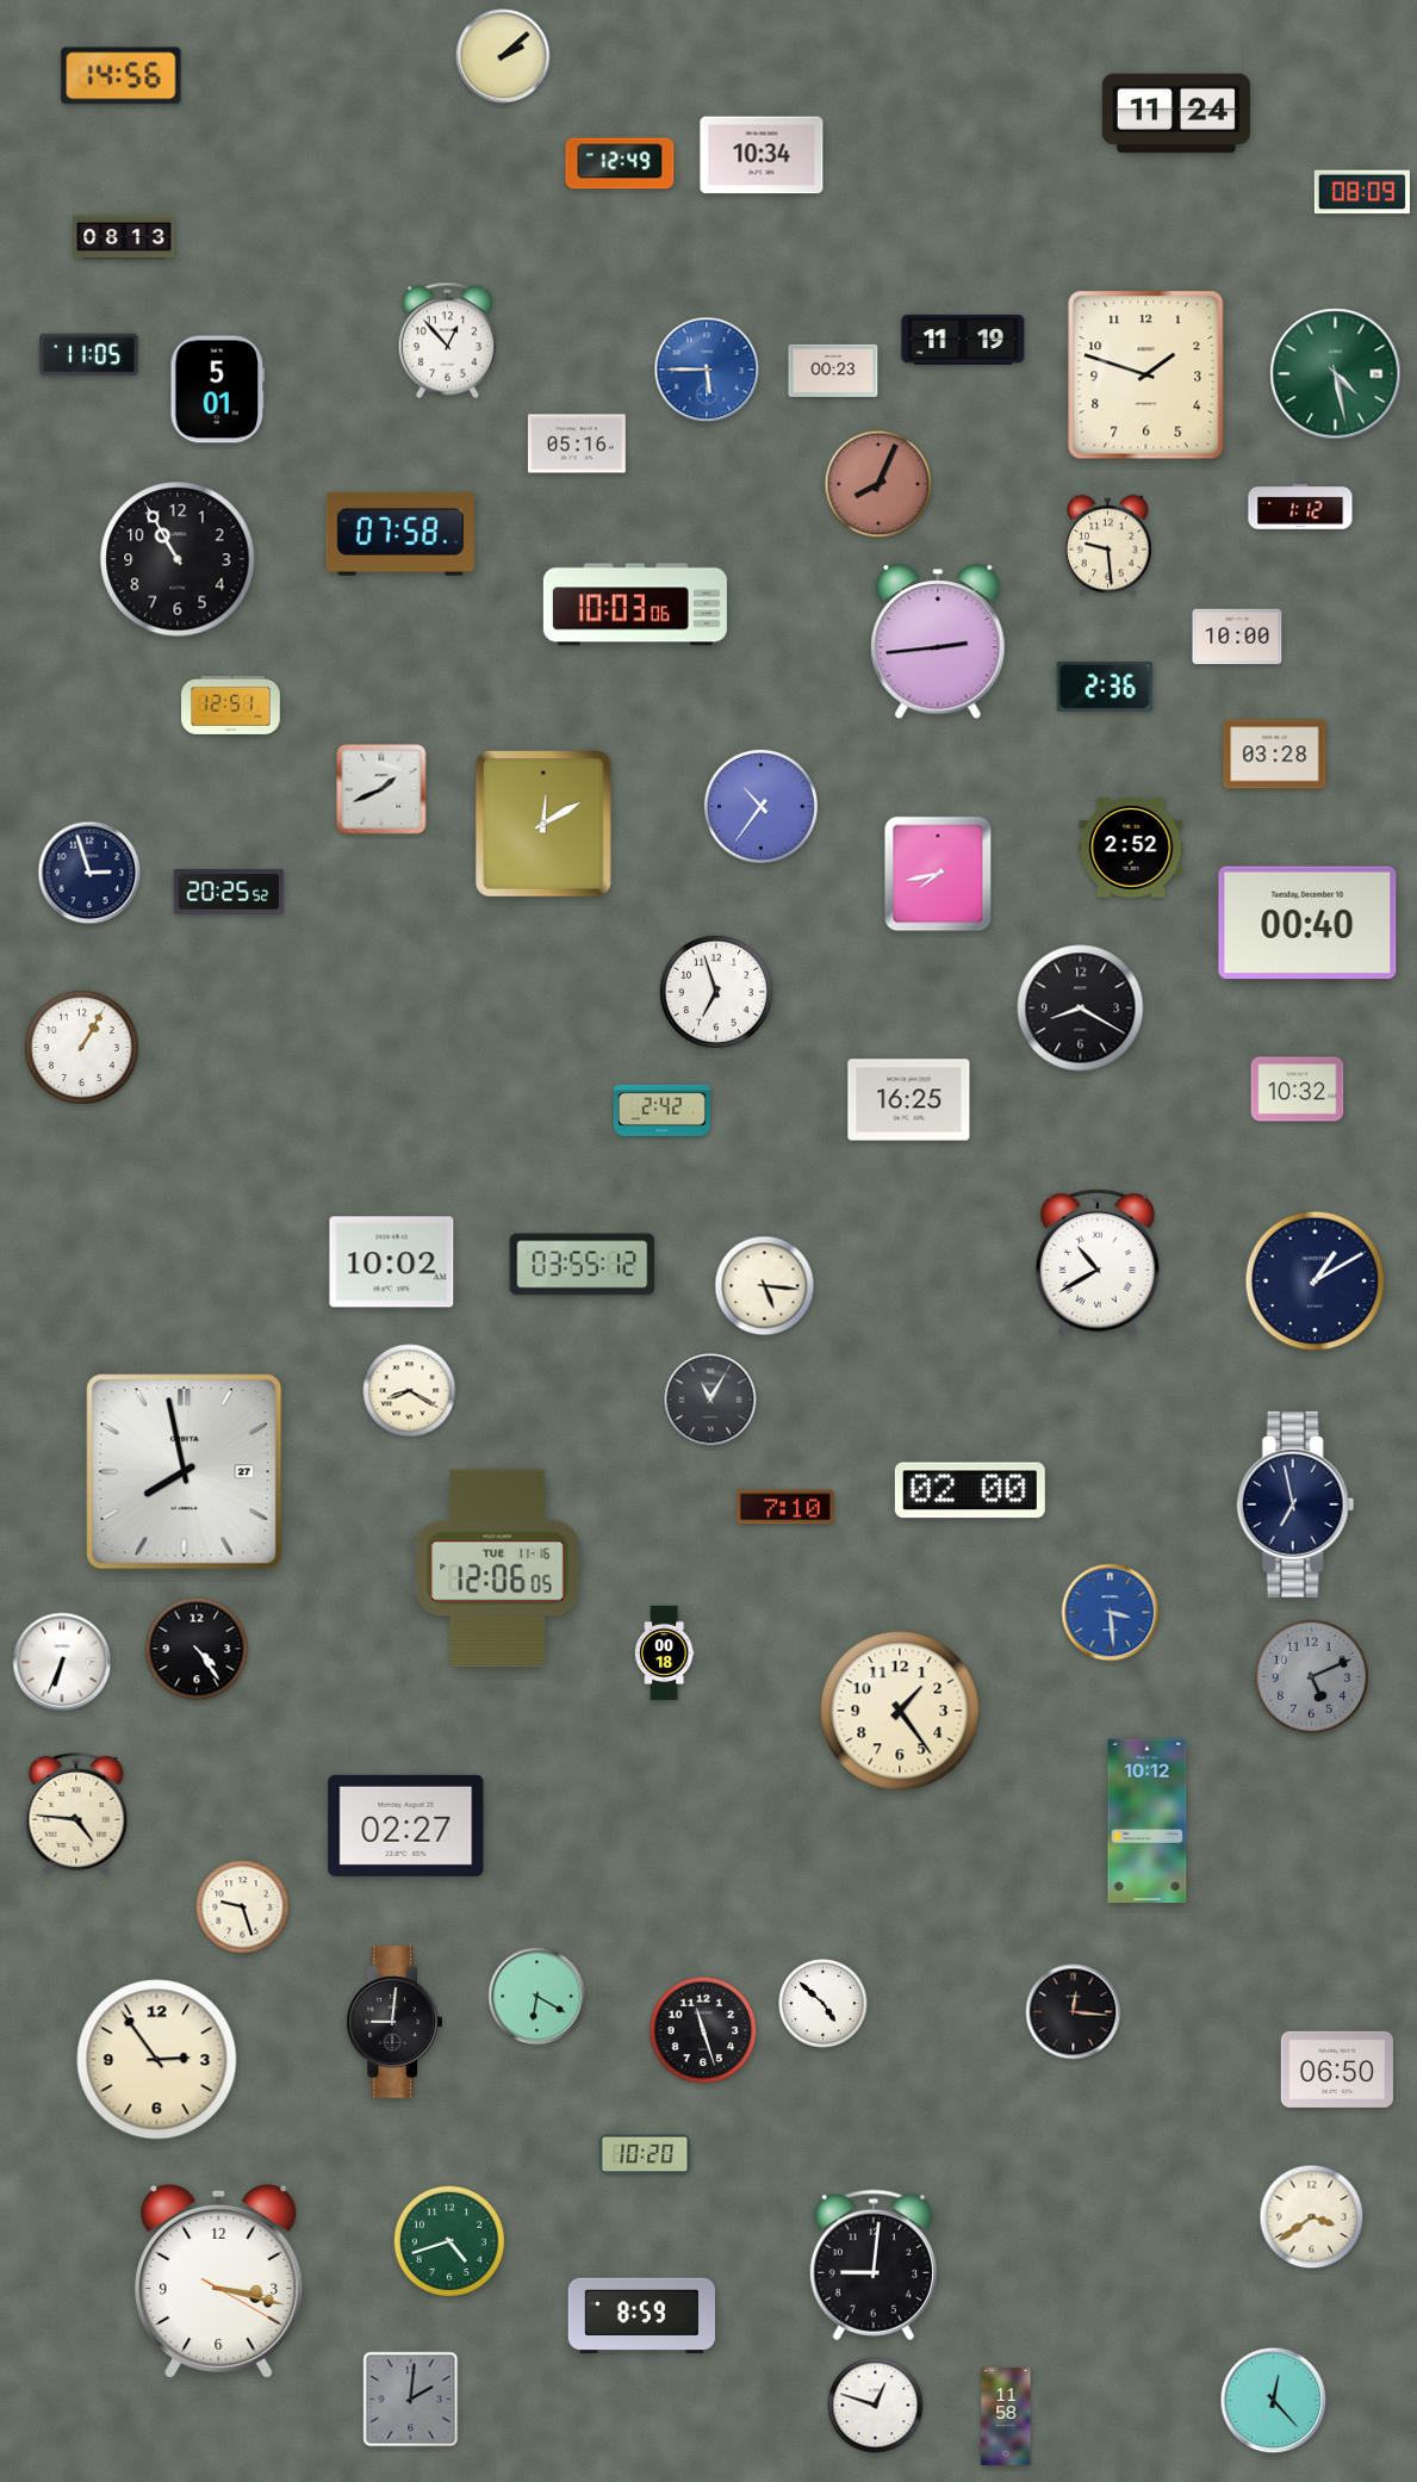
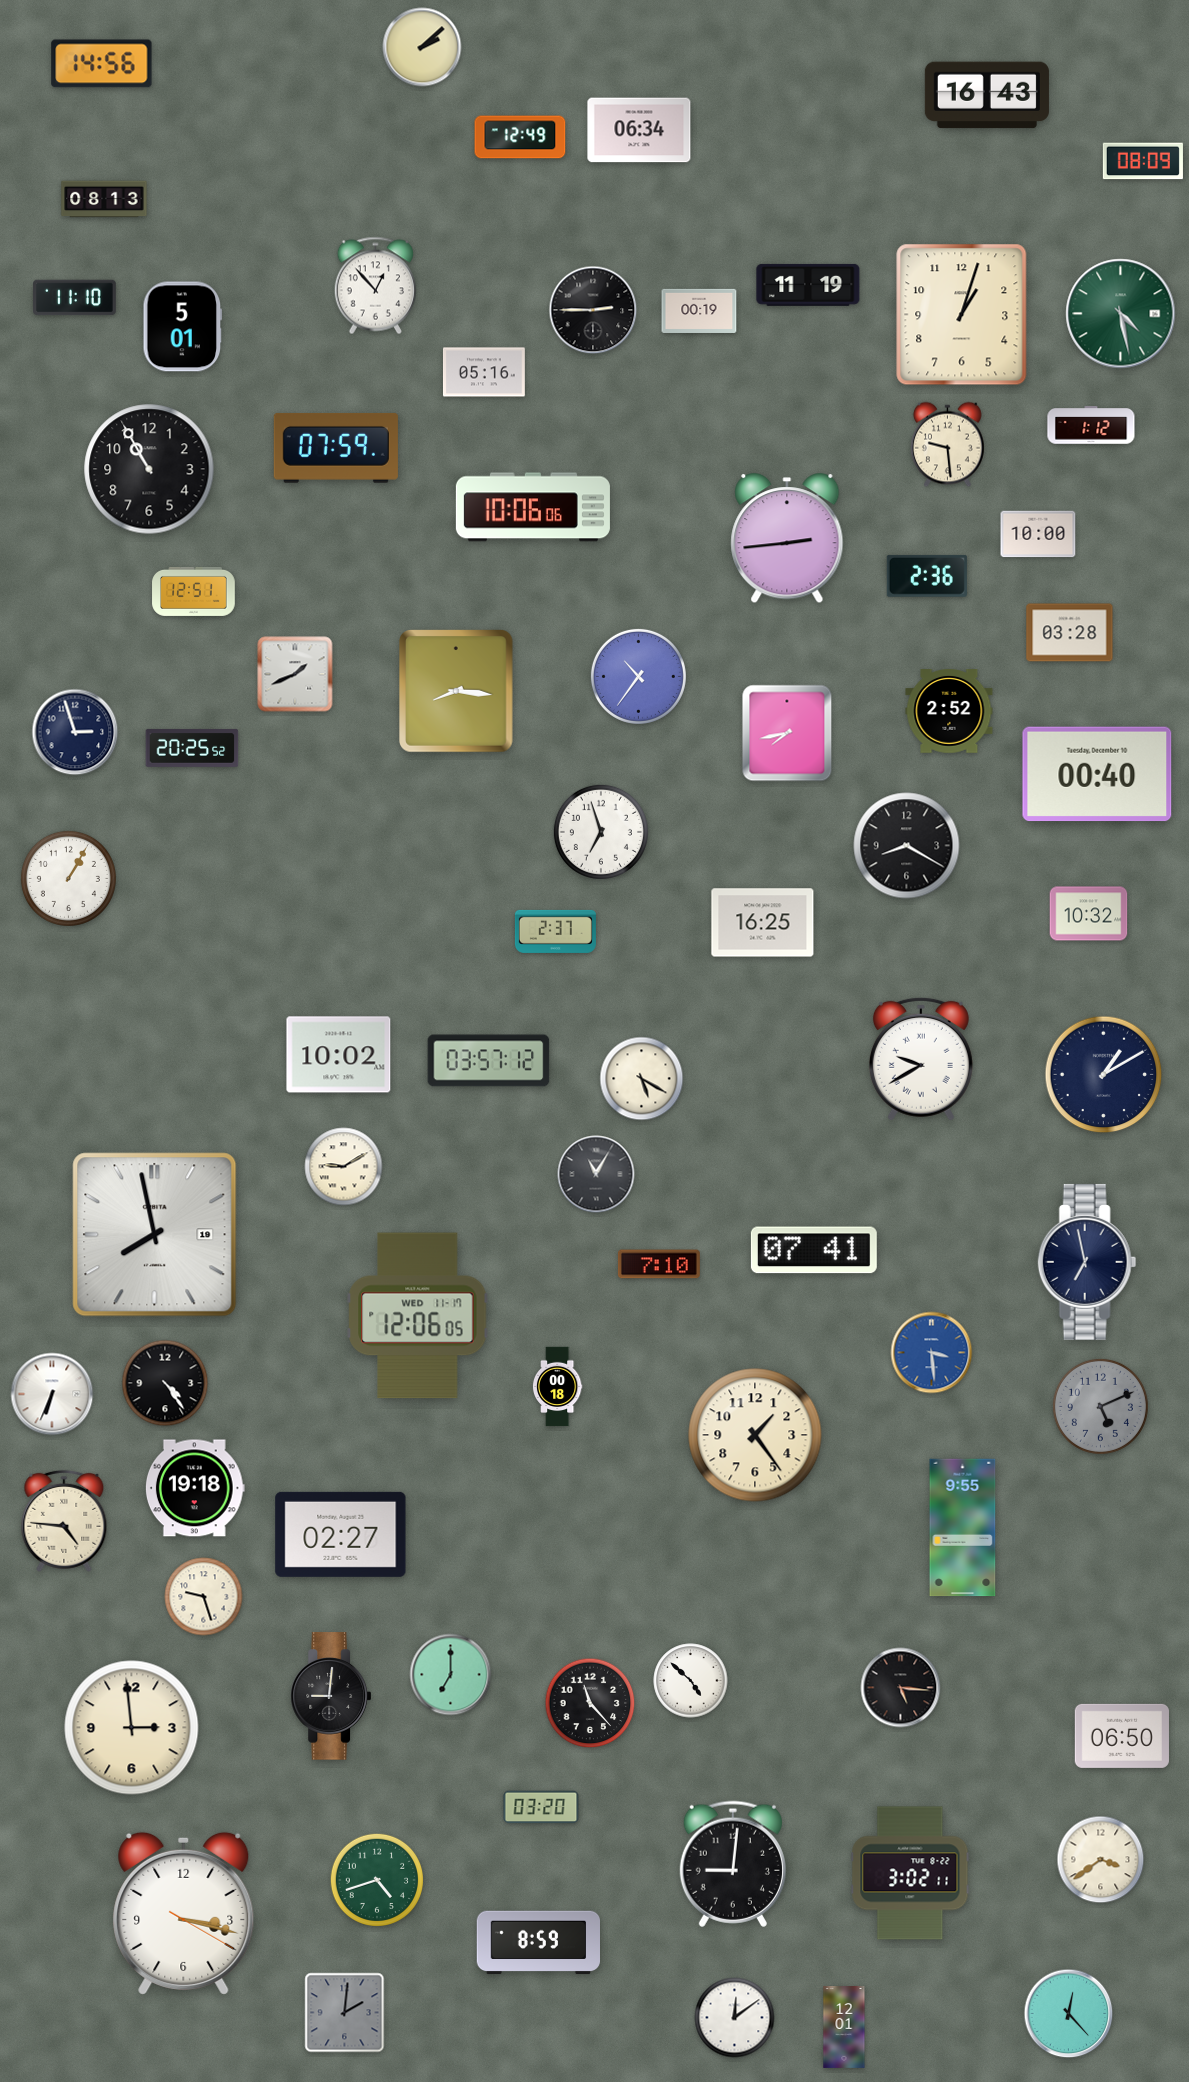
clock at (1176, 113): 11:24 -> 16:43
clock at (762, 155): 10:34 -> 06:34
clock at (89, 355): 11:05 -> 11:10
clock at (707, 370): 5:45 -> 2:45
clock at (707, 370) dial: blue -> black
clock at (833, 370): 00:23 -> 00:19
clock at (1146, 376): 1:48 -> 1:03
clock at (878, 484): 8:04 -> none
clock at (400, 534): 07:58 -> 07:59
clock at (1108, 546) position: (1108, 546) -> (948, 445)
clock at (635, 604): 10:03 -> 10:06
clock at (381, 789) position: (381, 789) -> (295, 674)
clock at (545, 824): 12:10 -> 8:16
clock at (661, 1110): 2:42 -> 2:37
clock at (392, 1262) position: (392, 1262) -> (339, 1055)
clock at (1098, 1262): 10:40 -> 9:40
clock at (583, 1265): 03:55 -> 03:57
clock at (765, 1286): 5:16 -> 5:20
clock at (410, 1391): 8:20 -> 9:10
clock at (185, 1472) date: 27 -> 19
clock at (970, 1490): 02:00 -> 07:41
clock at (498, 1569) date: TUE 11-16 -> WED 11-17
clock at (195, 1488): none -> 19:18
clock at (1148, 1822): 10:12 -> 9:55
clock at (406, 1825) position: (406, 1825) -> (341, 1534)
clock at (243, 1907) position: (243, 1907) -> (204, 1597)
clock at (537, 1997): 6:20 -> 7:00
clock at (1074, 2012): 12:16 -> 5:16
clock at (703, 2030): 11:27 -> 11:23
clock at (157, 2060): 2:54 -> 2:59
clock at (645, 2154): 10:20 -> 03:20
clock at (910, 1873): none -> 3:02
clock at (874, 2265) position: (874, 2265) -> (733, 1864)
clock at (876, 2406): 12:48 -> 12:09
clock at (1006, 2418): 11:58 -> 12:01
